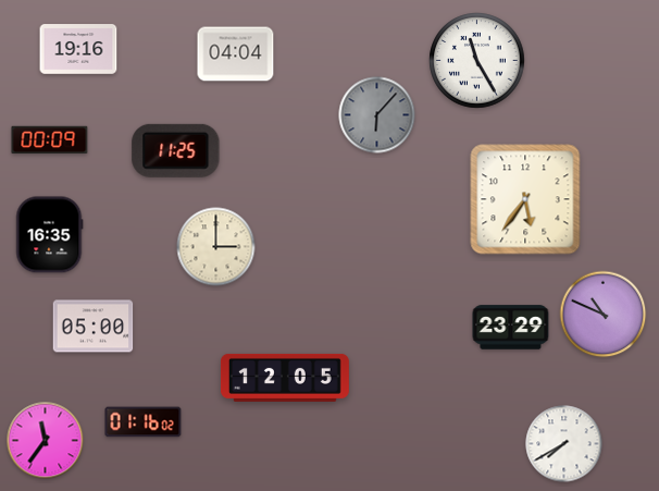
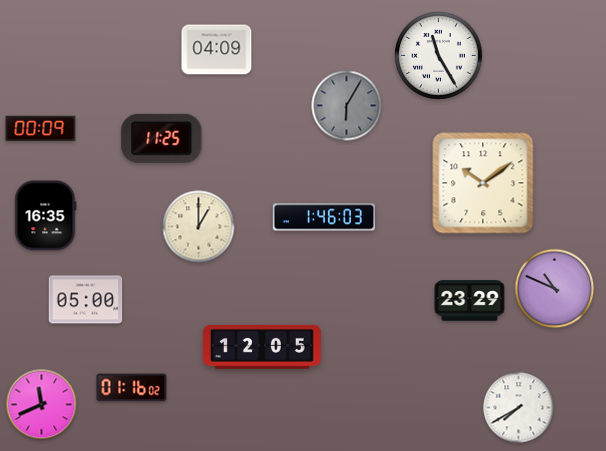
clock at (78, 49): 19:16 -> none
clock at (236, 54): 04:04 -> 04:09
clock at (377, 115): 6:07 -> 6:05
clock at (50, 140) position: (50, 140) -> (41, 129)
clock at (525, 199): 5:36 -> 10:09
clock at (324, 217): none -> 1:46
clock at (216, 247): 3:00 -> 1:00
clock at (46, 441): 11:36 -> 11:41
